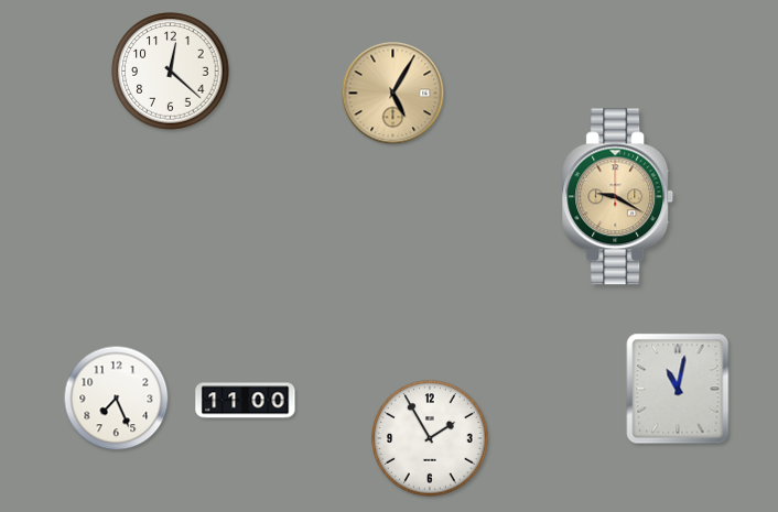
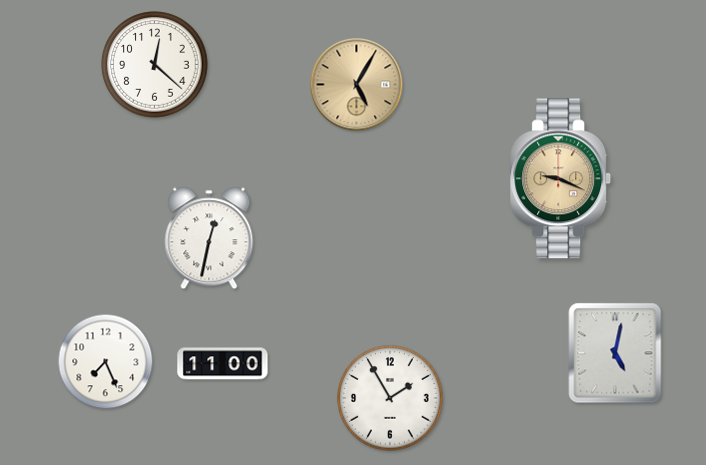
clock at (618, 197): 9:20 -> 9:19
clock at (209, 238): none -> 12:32
clock at (678, 389): 11:02 -> 5:02
